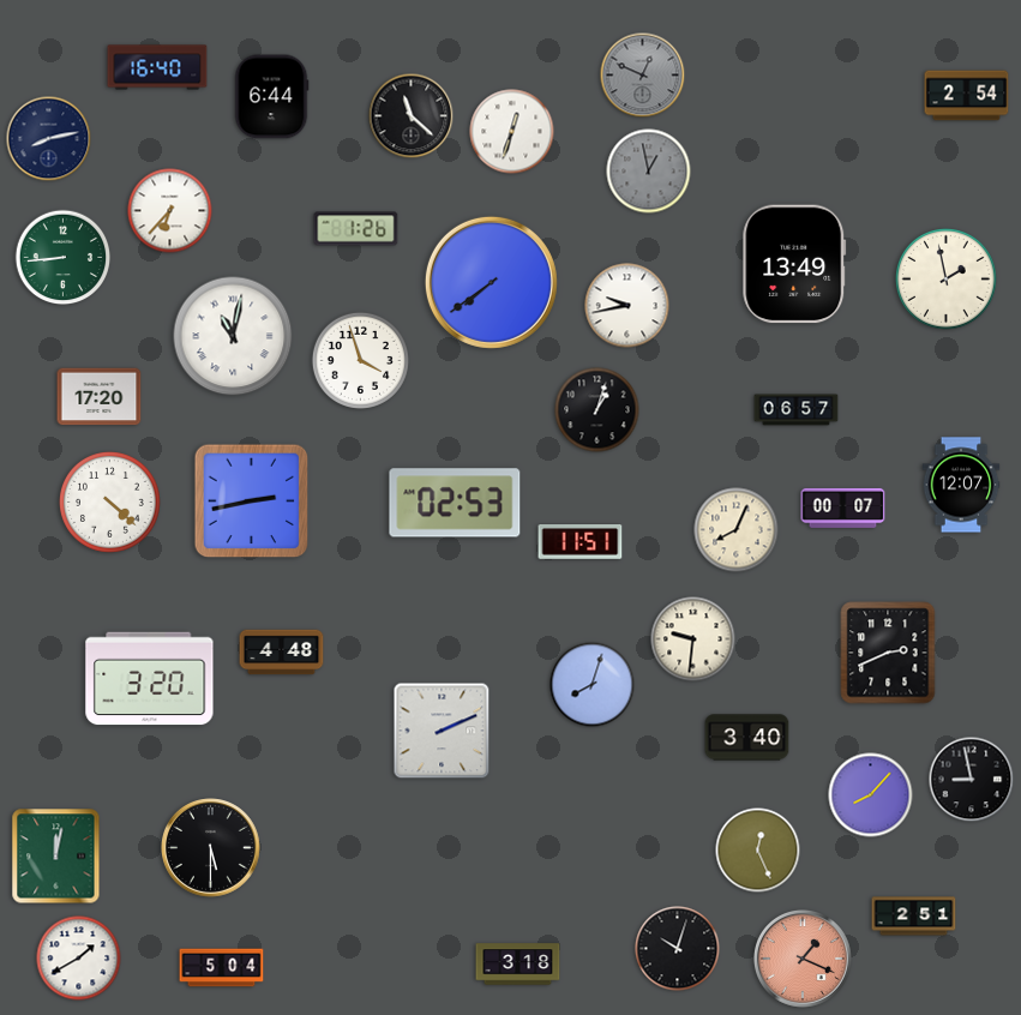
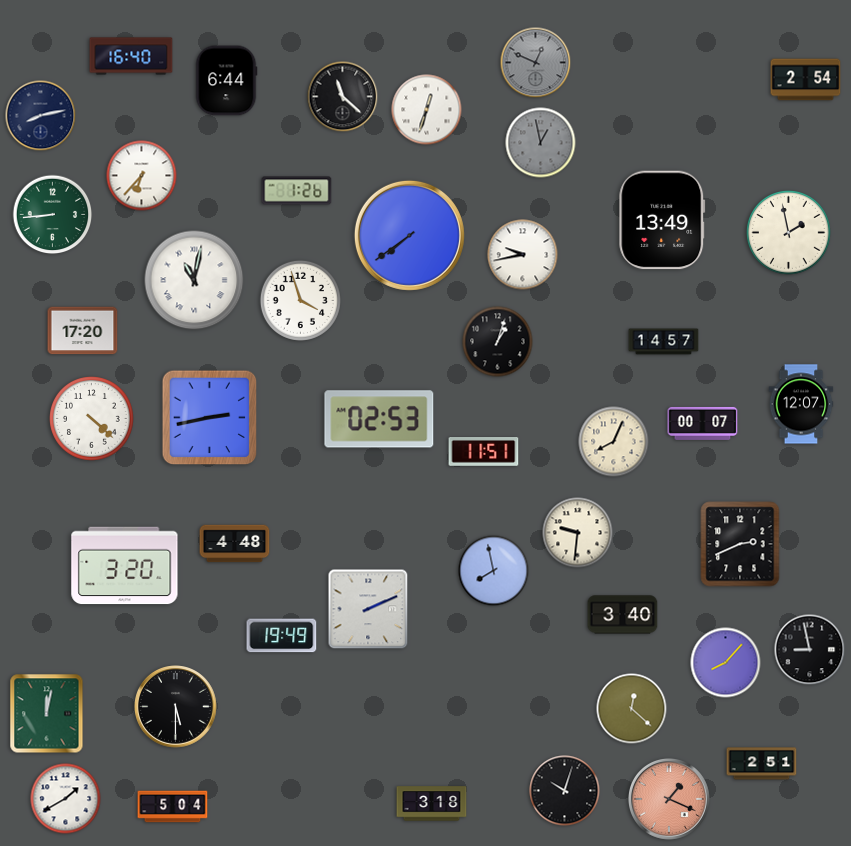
clock at (797, 410): 06:57 -> 14:57
clock at (593, 685): 8:03 -> 7:58
clock at (282, 636): none -> 19:49
clock at (758, 851): 12:26 -> 12:22
clock at (222, 968) position: (222, 968) -> (173, 807)
